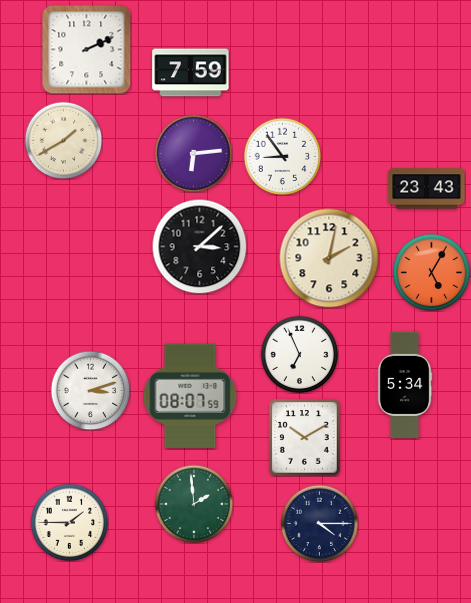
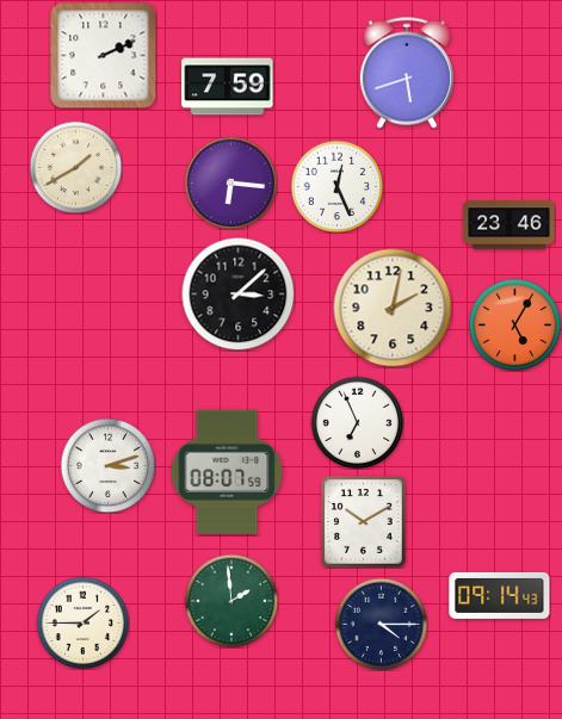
clock at (87, 50) position: (87, 50) -> (104, 56)
clock at (407, 73): none -> 5:42
clock at (193, 153): 6:14 -> 6:16
clock at (282, 156): 8:54 -> 12:26
clock at (427, 189): 23:43 -> 23:46
clock at (405, 384): 5:34 -> none
clock at (500, 595): none -> 09:14
